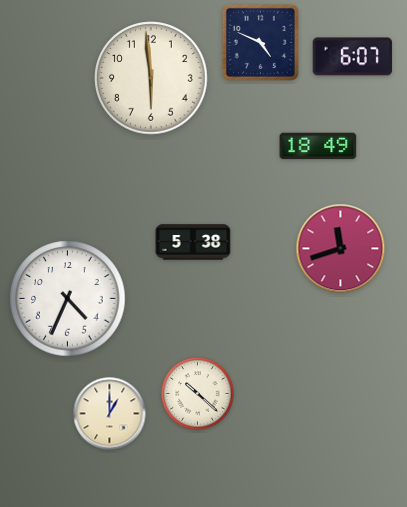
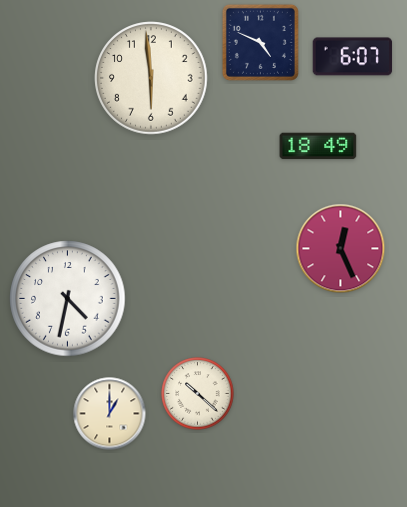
clock at (193, 242): 5:38 -> none
clock at (341, 249): 11:42 -> 12:26
clock at (68, 299): 4:34 -> 4:32
